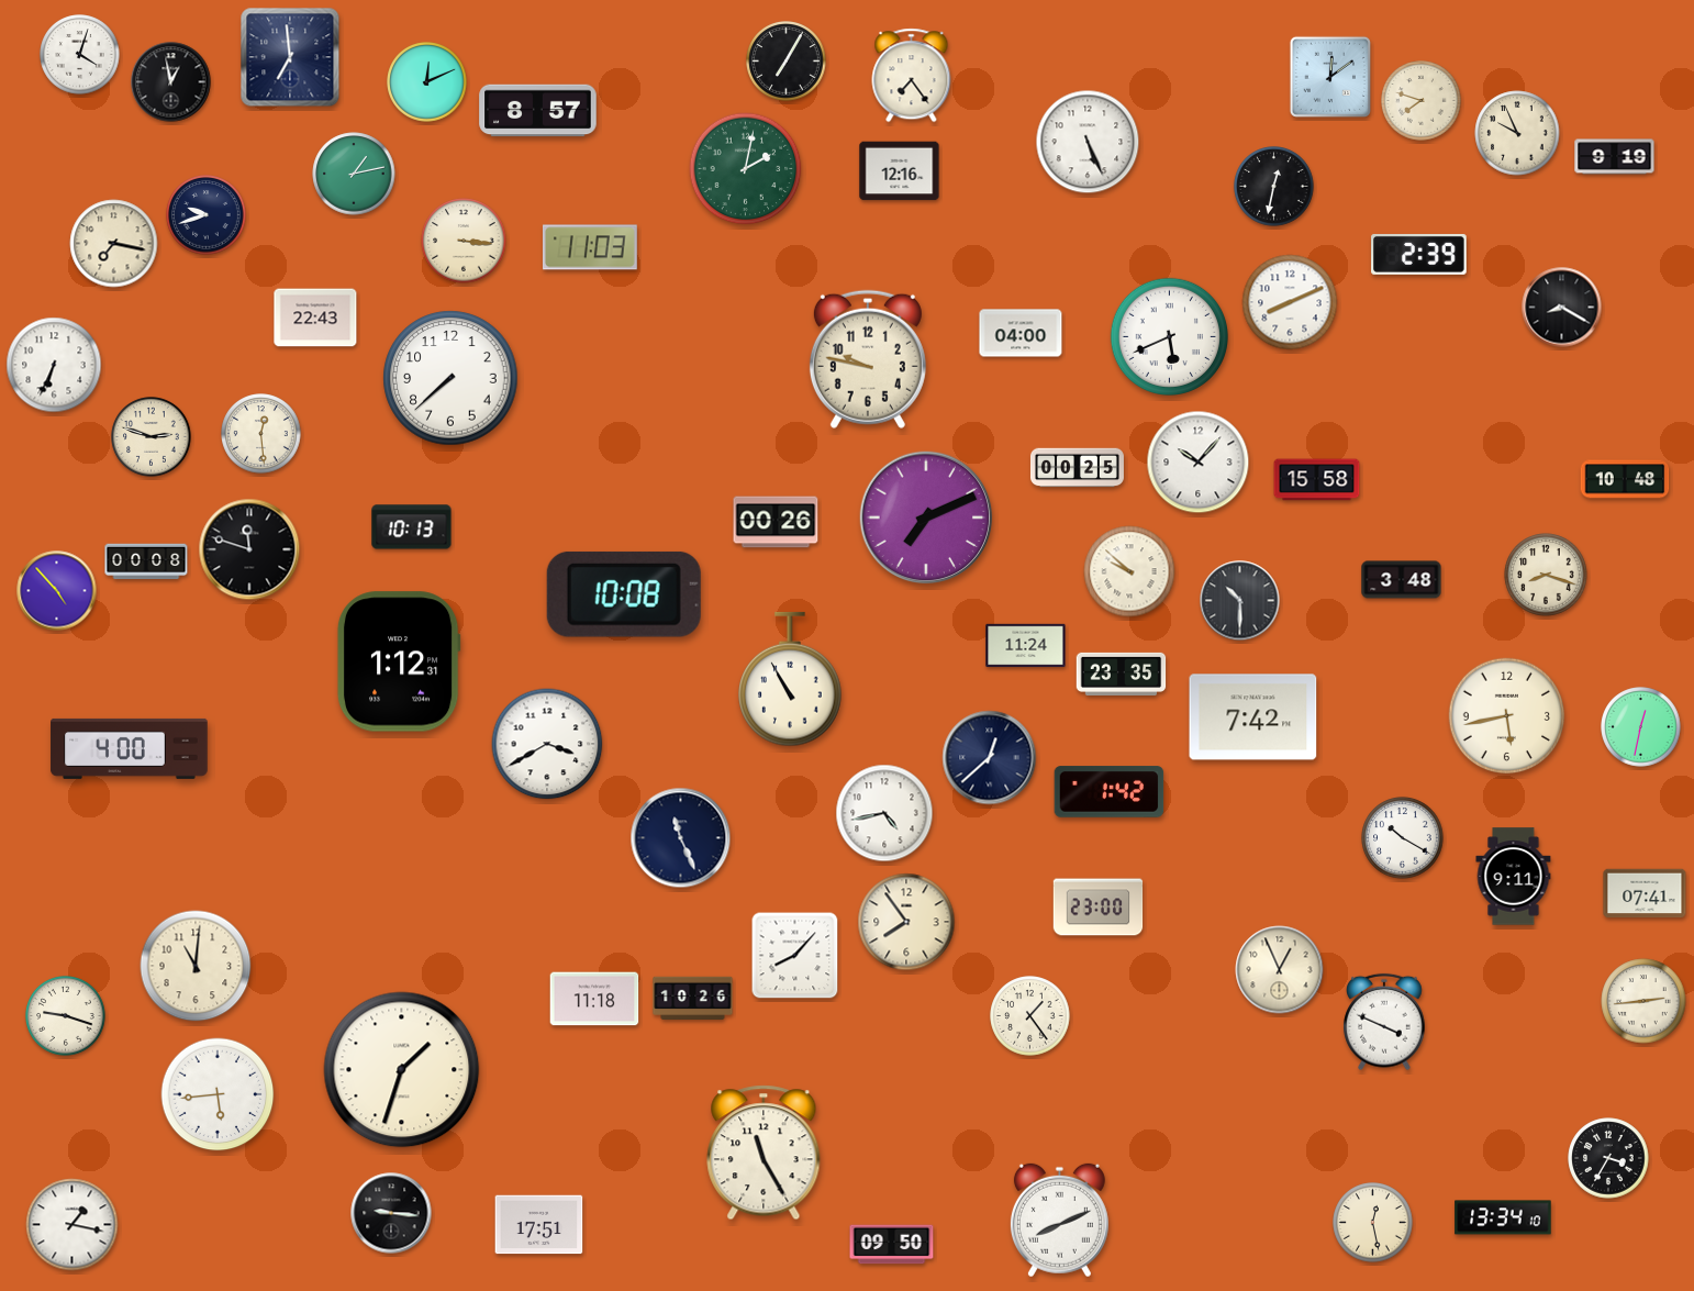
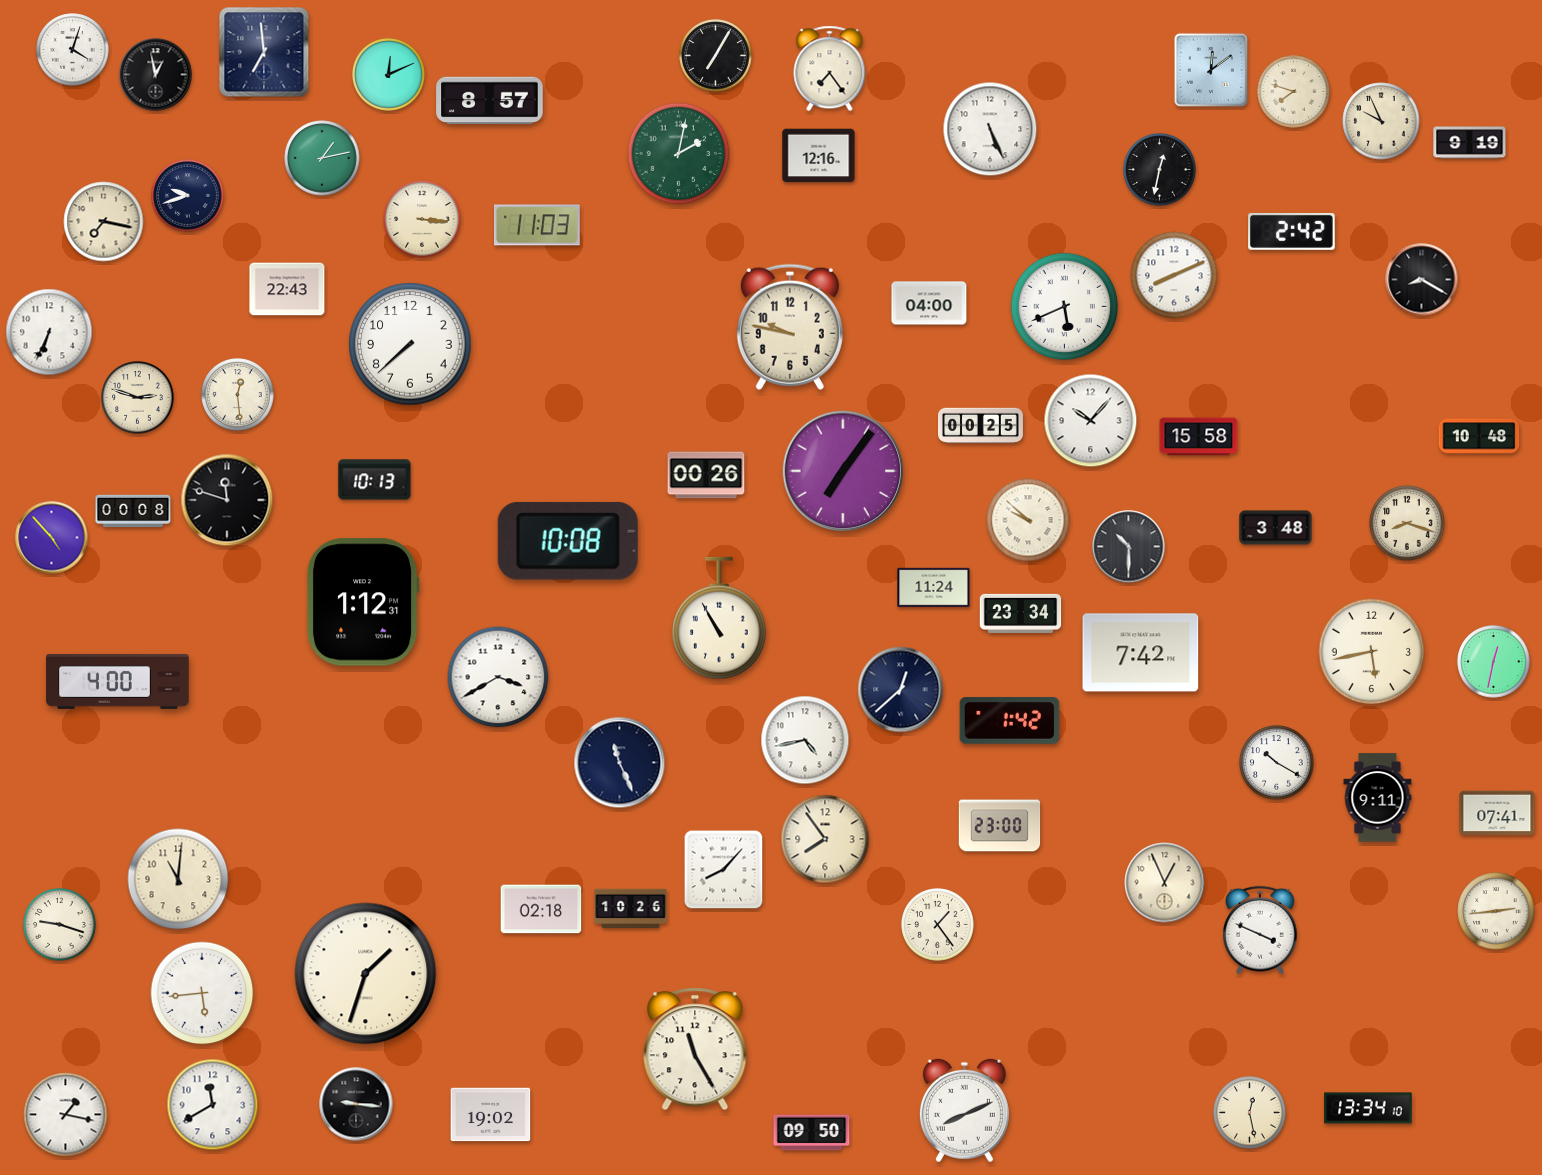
clock at (1419, 254): 2:39 -> 2:42
clock at (926, 517): 7:11 -> 7:06
clock at (1122, 674): 23:35 -> 23:34
clock at (594, 999): 11:18 -> 02:18
clock at (218, 1094) position: (218, 1094) -> (202, 993)
clock at (1608, 1158): 3:35 -> none
clock at (213, 1105): none -> 11:40
clock at (539, 1225): 17:51 -> 19:02
